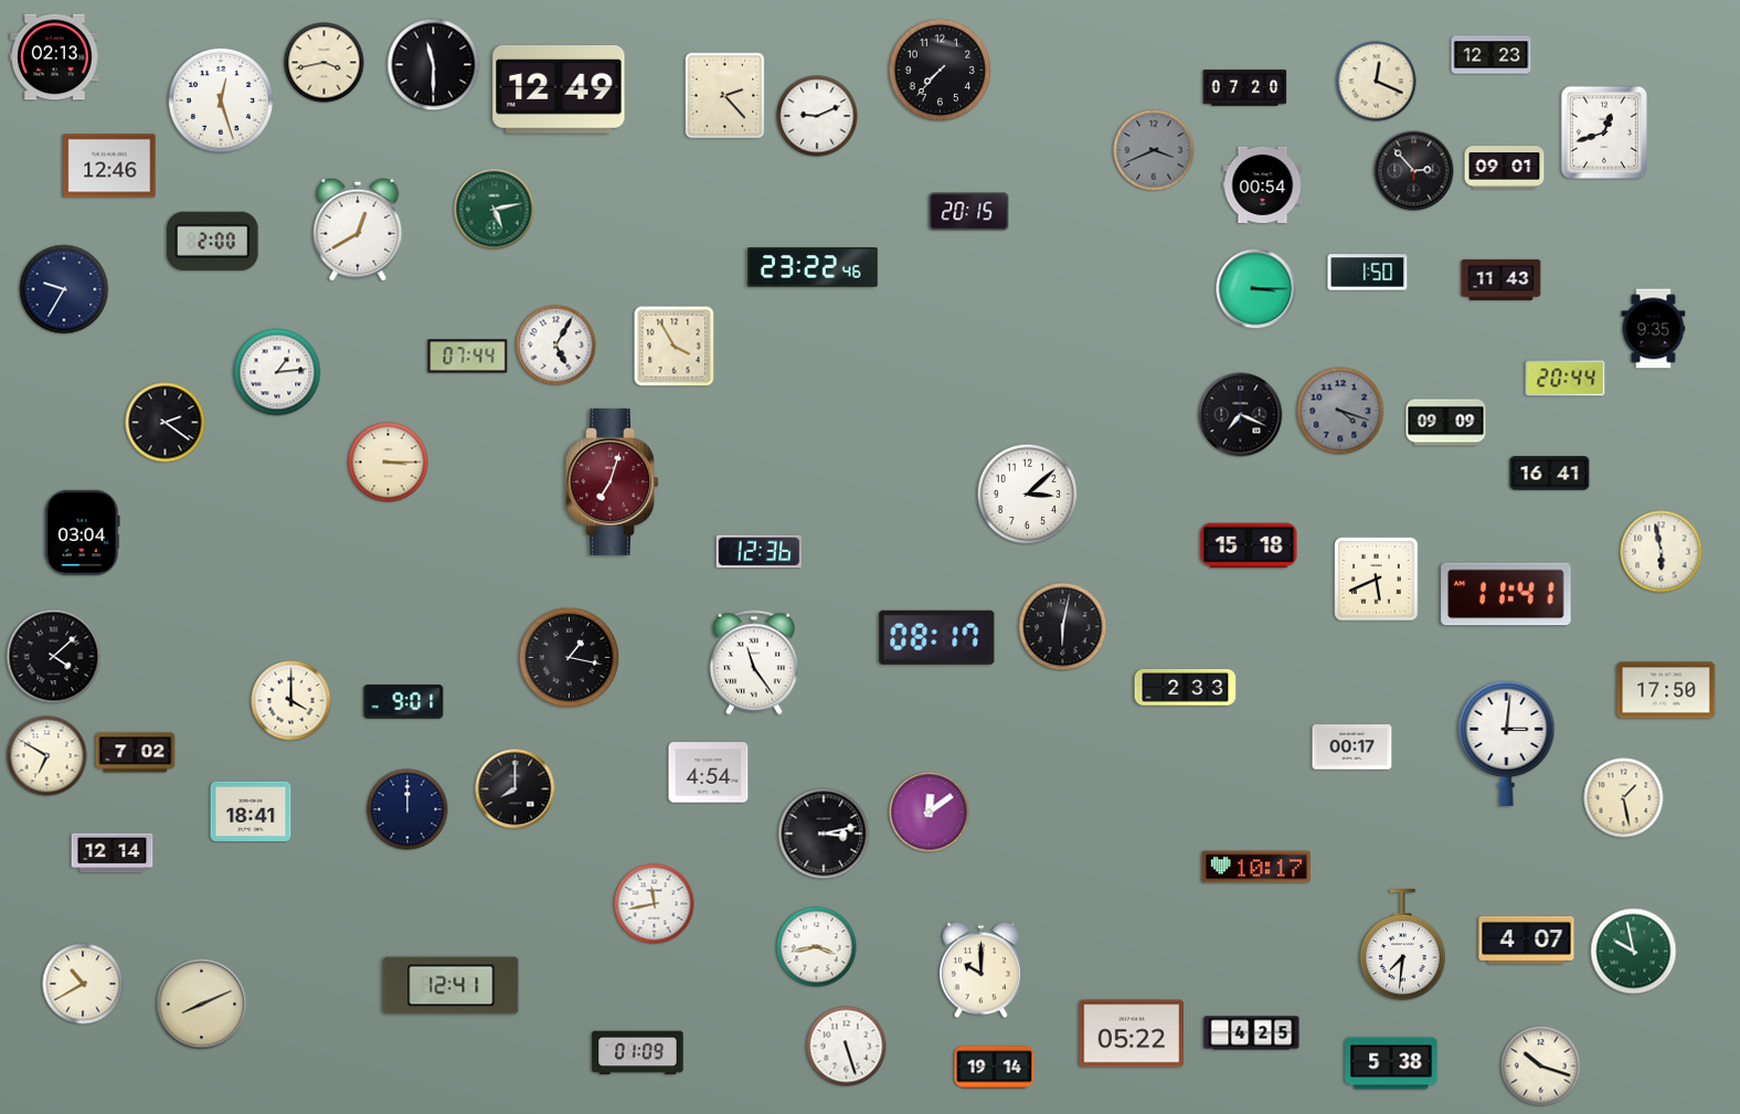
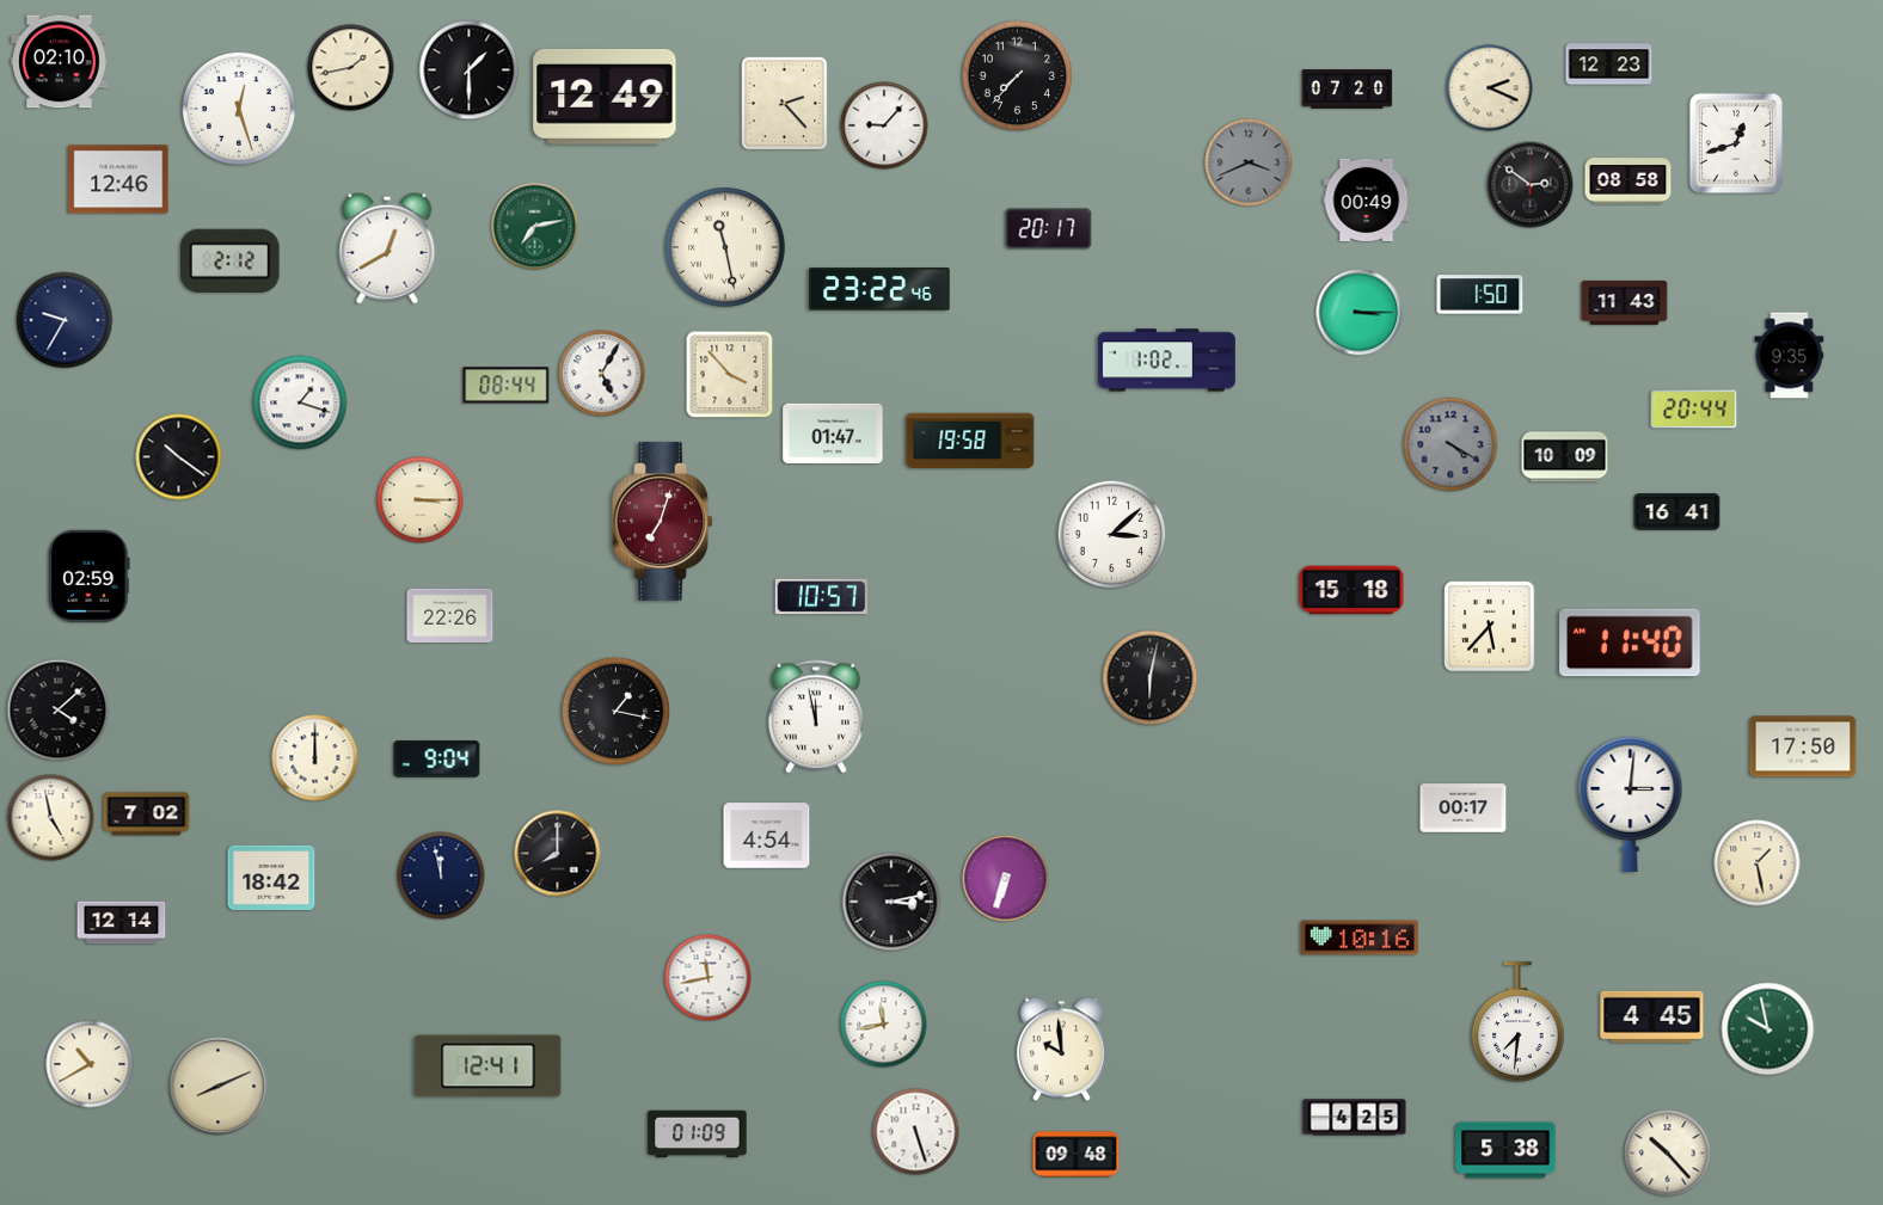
clock at (1492, 55) position: (1492, 55) -> (1609, 64)
clock at (55, 57): 02:13 -> 02:10
clock at (325, 63): 3:43 -> 1:43
clock at (434, 65): 11:30 -> 1:30
clock at (1377, 82): 12:19 -> 2:19
clock at (1245, 88) position: (1245, 88) -> (1348, 90)
clock at (817, 116): 9:11 -> 9:07
clock at (1505, 168): 09:01 -> 08:58
clock at (1414, 171): 2:53 -> 2:51
clock at (1263, 184): 00:54 -> 00:49
clock at (495, 210): 5:13 -> 7:13
clock at (969, 212): 20:15 -> 20:17
clock at (725, 247): none -> 11:28
clock at (213, 241): 2:00 -> 2:12
clock at (64, 289) position: (64, 289) -> (65, 320)
clock at (1166, 361): none -> 1:02
clock at (675, 347): 3:55 -> 3:53
clock at (468, 357): 07:44 -> 08:44
clock at (277, 372): 1:14 -> 1:18
clock at (833, 432): none -> 01:47
clock at (970, 441): none -> 19:58
clock at (1340, 411): 4:18 -> 4:20
clock at (1241, 415): 7:19 -> none
clock at (166, 423): 2:21 -> 10:21
clock at (1446, 423): 09:09 -> 10:09
clock at (82, 532): 03:04 -> 02:59
clock at (758, 552): 12:36 -> 10:57
clock at (1662, 552): 5:58 -> none
clock at (450, 615): none -> 22:26
clock at (1377, 580): 5:41 -> 5:37
clock at (1506, 594): 11:41 -> 11:40
clock at (937, 637): 08:17 -> none
clock at (754, 662): 11:24 -> 11:58
clock at (1186, 688): 2:33 -> none
clock at (291, 701): 4:00 -> 12:00
clock at (404, 702): 9:01 -> 9:04
clock at (47, 756): 6:50 -> 4:58
clock at (407, 809): 12:00 -> 11:58
clock at (251, 810): 18:41 -> 18:42
clock at (930, 813): 12:09 -> 6:33
clock at (1256, 867): 10:17 -> 10:16
clock at (1527, 940): 4:07 -> 4:45
clock at (817, 947): 3:43 -> 11:43
clock at (980, 970): 10:00 -> 9:59
clock at (1131, 1033): 05:22 -> none
clock at (638, 1053) position: (638, 1053) -> (698, 1135)
clock at (1541, 1067): 10:18 -> 10:23
clock at (995, 1068): 19:14 -> 09:48
